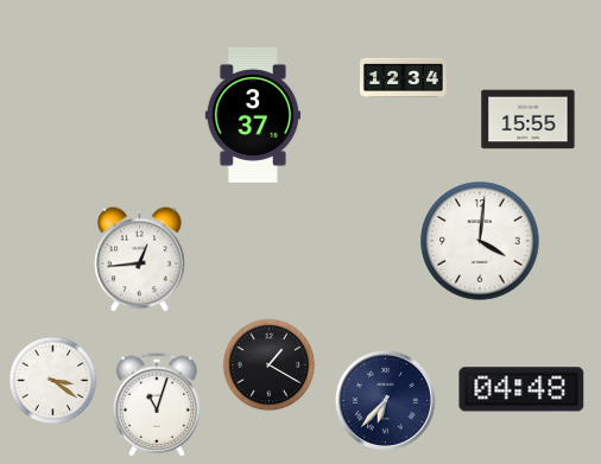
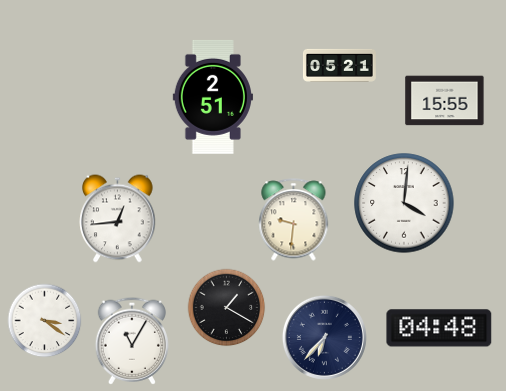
clock at (403, 77): 12:34 -> 05:21
clock at (253, 115): 3:37 -> 2:51
clock at (294, 220): none -> 9:31
clock at (156, 405): 11:03 -> 11:05
